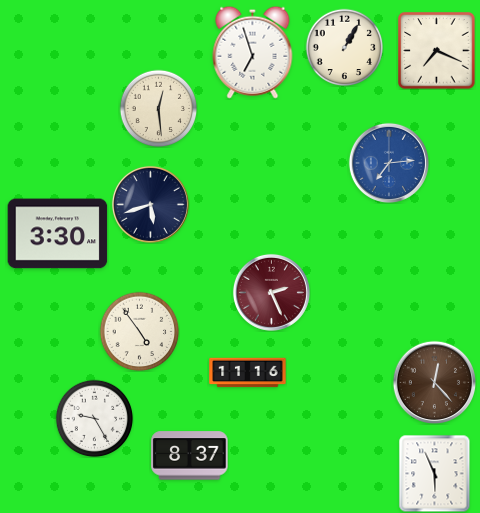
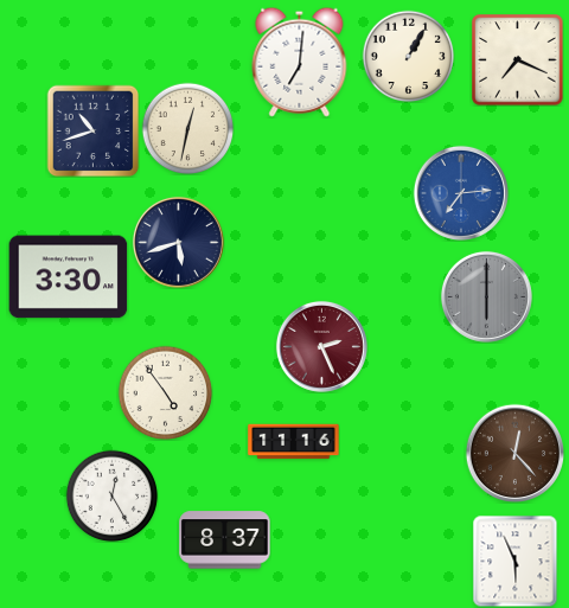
clock at (253, 52): 6:57 -> 7:01
clock at (158, 108): 12:29 -> 12:32
clock at (92, 130): none -> 10:42
clock at (486, 296): none -> 6:00
clock at (94, 418): 9:25 -> 12:25
